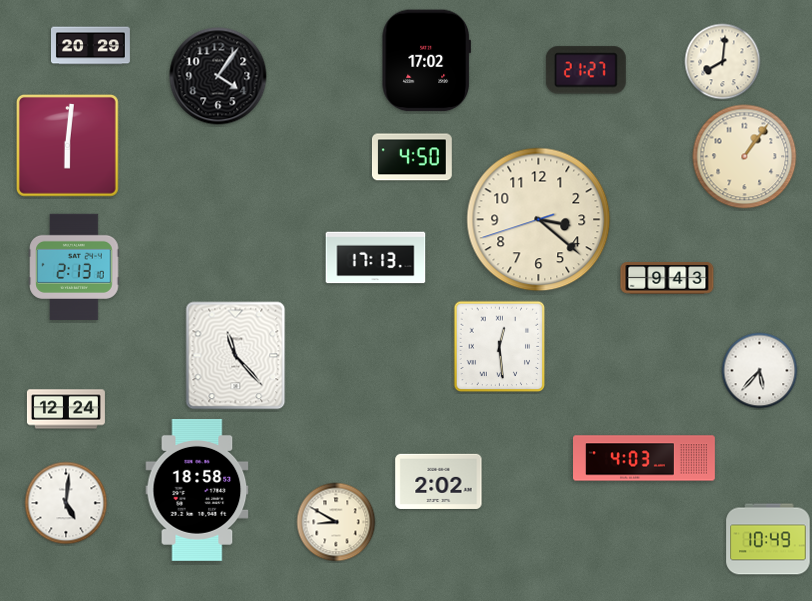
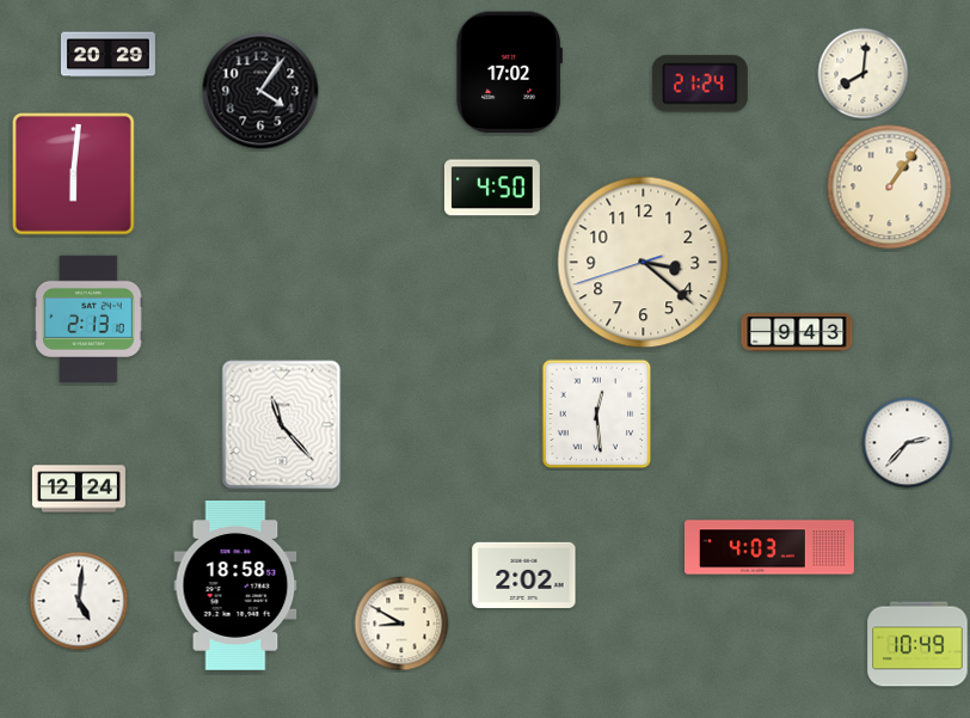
clock at (586, 70): 21:27 -> 21:24
clock at (68, 146) position: (68, 146) -> (74, 174)
clock at (376, 258): 17:13 -> none
clock at (760, 371): 5:37 -> 2:37
